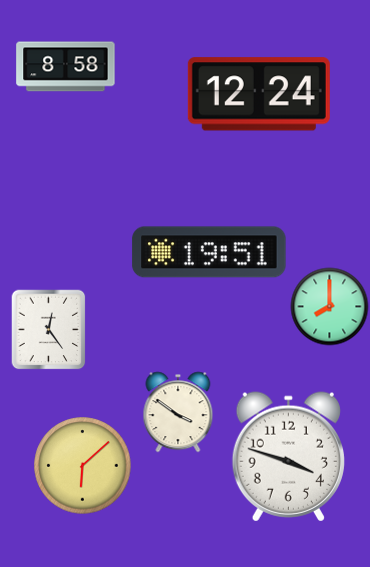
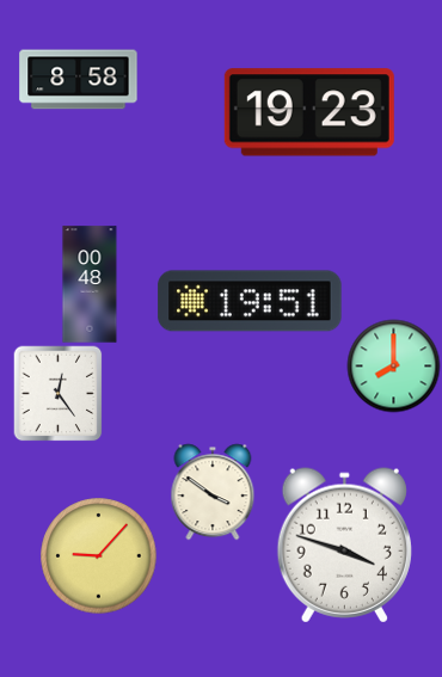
clock at (259, 94): 12:24 -> 19:23
clock at (90, 284): none -> 00:48
clock at (83, 466): 6:08 -> 9:07
